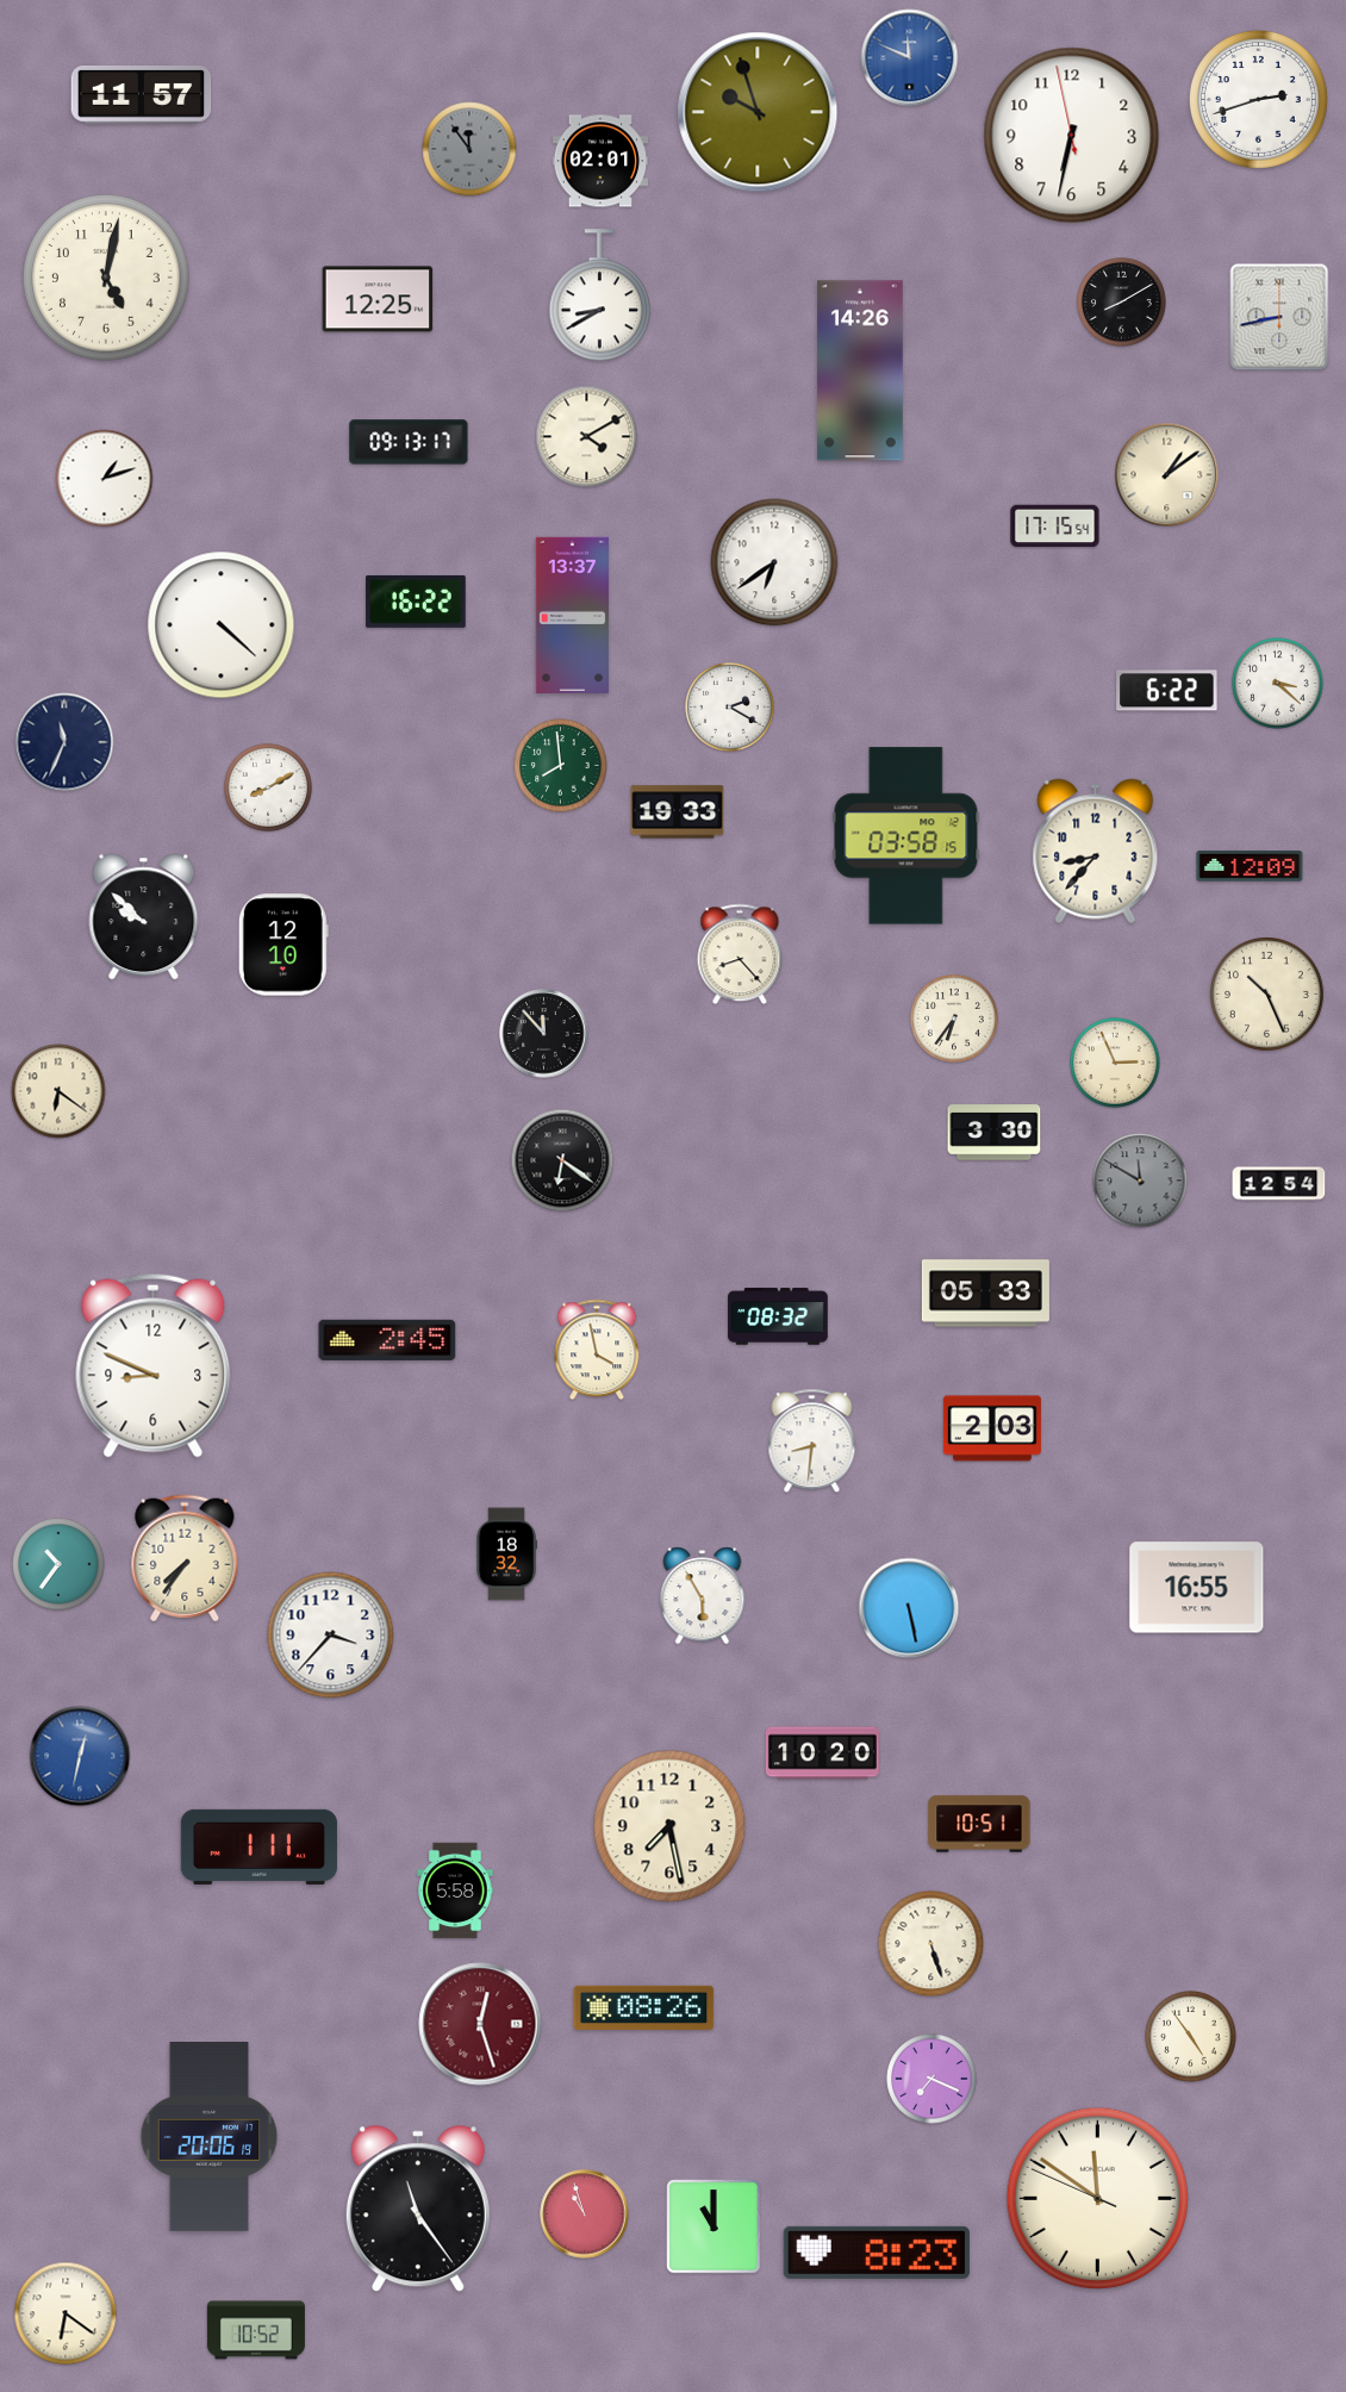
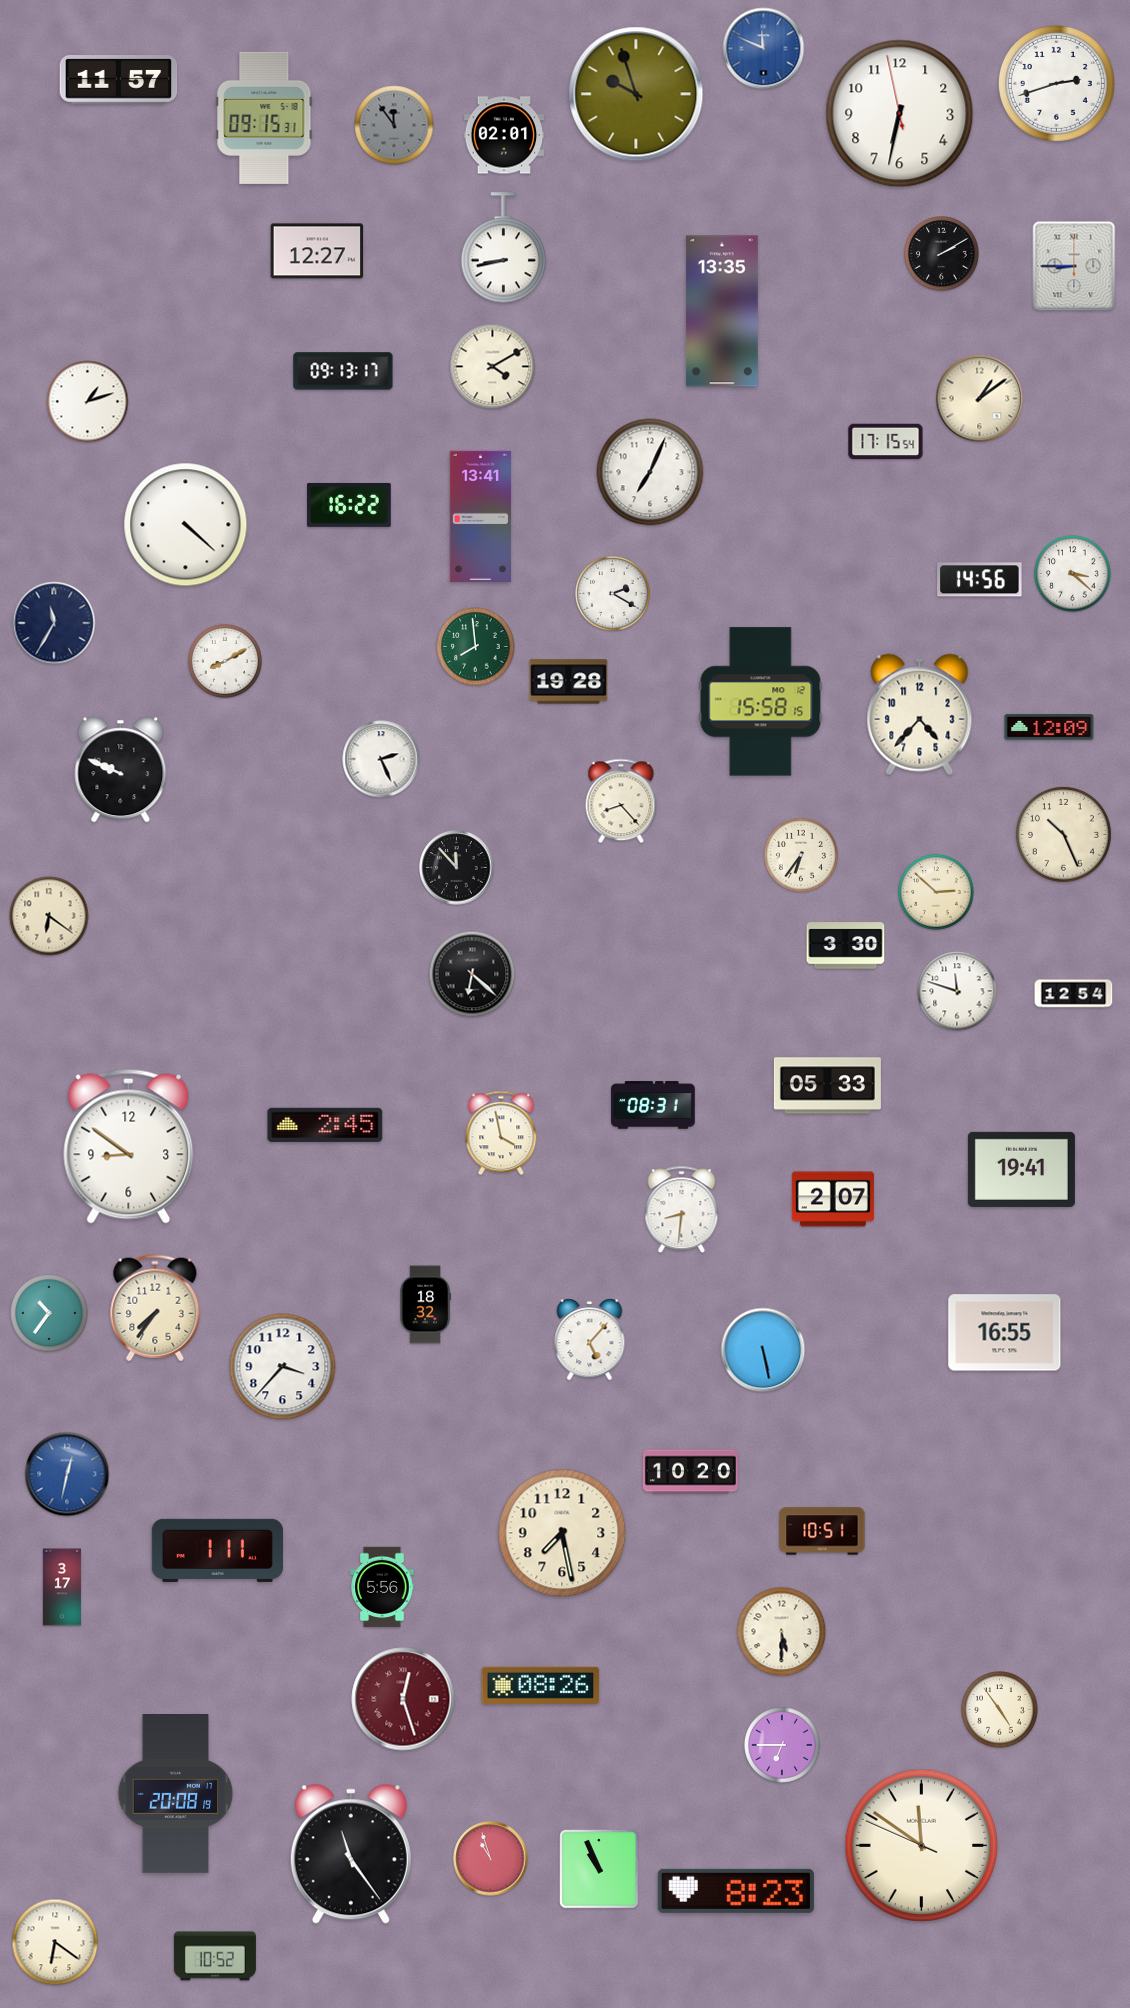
clock at (264, 118): none -> 09:15
clock at (106, 278): 5:02 -> none
clock at (600, 295): 8:40 -> 8:43
clock at (378, 299): 12:25 -> 12:27
clock at (1122, 303): 8:10 -> 2:10
clock at (1279, 317): 8:43 -> 8:45
clock at (860, 370): 14:26 -> 13:35
clock at (774, 562): 6:39 -> 7:04
clock at (572, 615): 13:37 -> 13:41
clock at (1167, 691): 6:22 -> 14:56
clock at (64, 742): 11:34 -> 11:35
clock at (561, 766) position: (561, 766) -> (476, 647)
clock at (678, 812): 19:33 -> 19:28
clock at (906, 836): 03:58 -> 15:58
clock at (1096, 852): 8:37 -> 4:37
clock at (381, 759): none -> 2:26
clock at (144, 917): 9:52 -> 9:49
clock at (283, 945): 12:10 -> none
clock at (1115, 1063): 2:56 -> 2:52
clock at (995, 1133) position: (995, 1133) -> (846, 946)
clock at (562, 1160): 6:21 -> 6:22
clock at (1140, 1181): 11:50 -> 11:48
clock at (1140, 1181) dial: grey -> white
clock at (778, 1316): 08:32 -> 08:31
clock at (154, 1365): 8:49 -> 8:51
clock at (1021, 1169): none -> 19:41
clock at (992, 1428): 2:03 -> 2:07
clock at (703, 1596): 5:55 -> 5:07
clock at (331, 1636) position: (331, 1636) -> (283, 1367)
clock at (62, 1587): none -> 3:17
clock at (455, 1890): 5:58 -> 5:56
clock at (931, 1944): 5:27 -> 5:30
clock at (931, 2079): 7:19 -> 6:45
clock at (210, 2137): 20:06 -> 20:08
clock at (713, 2226): 11:00 -> 10:56
